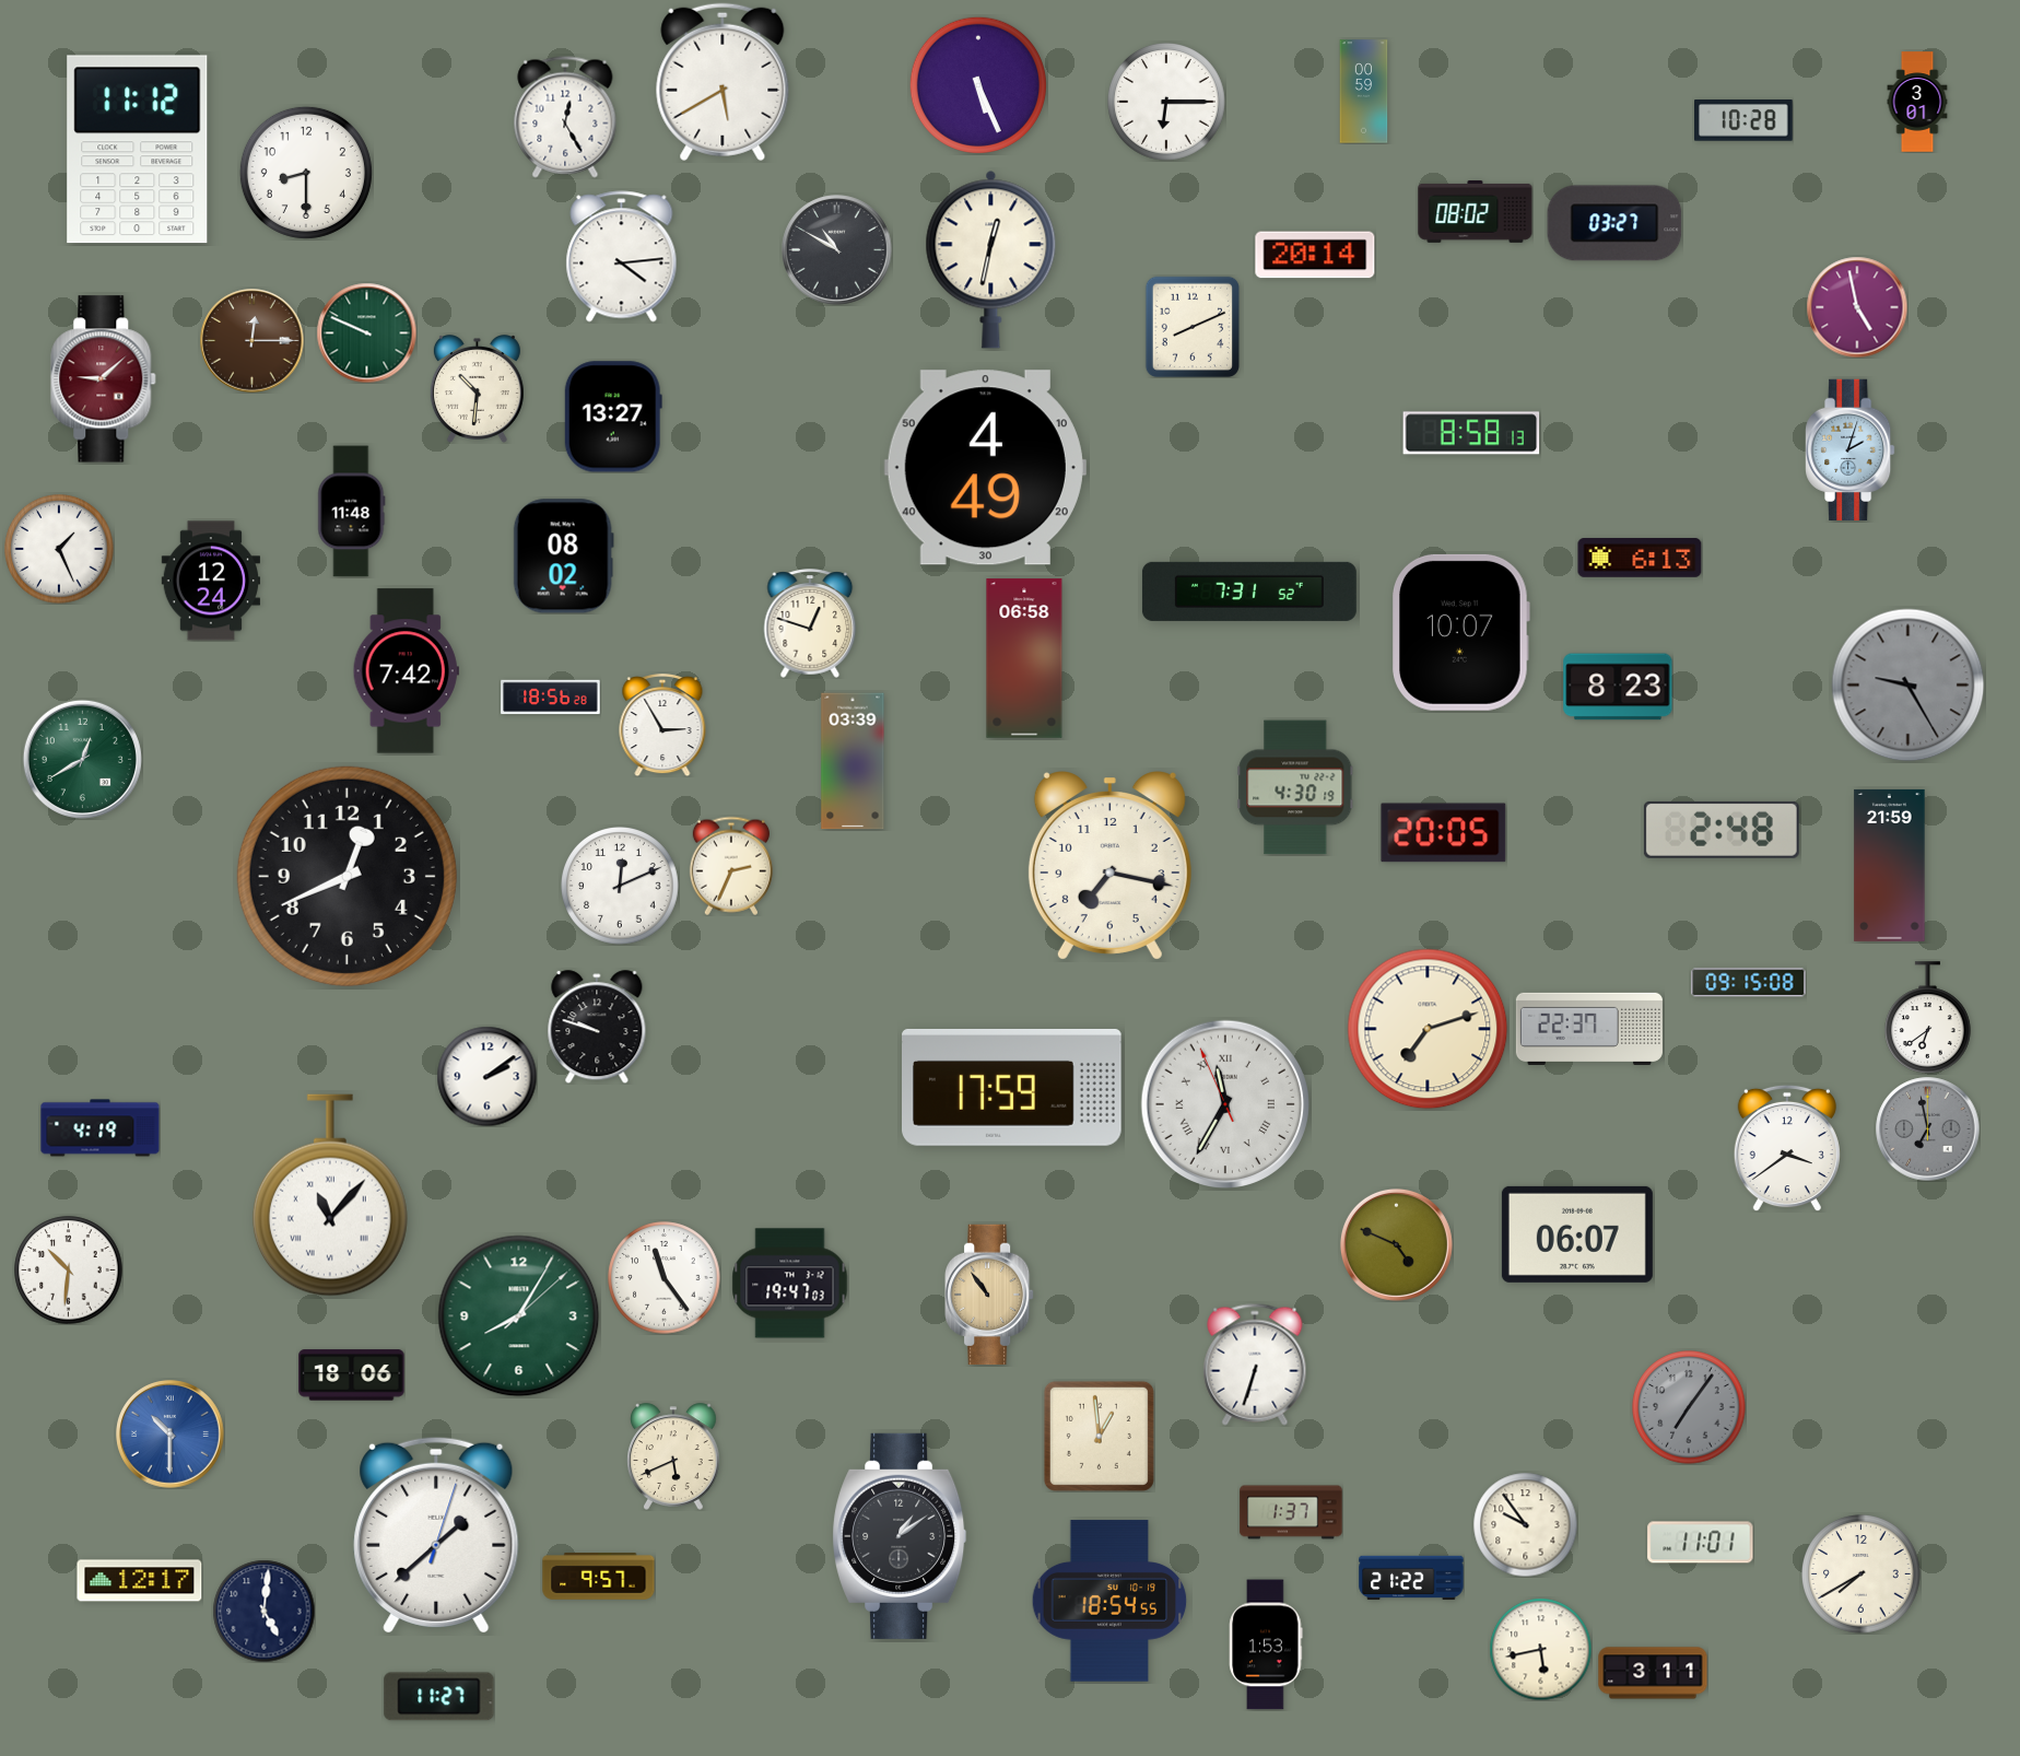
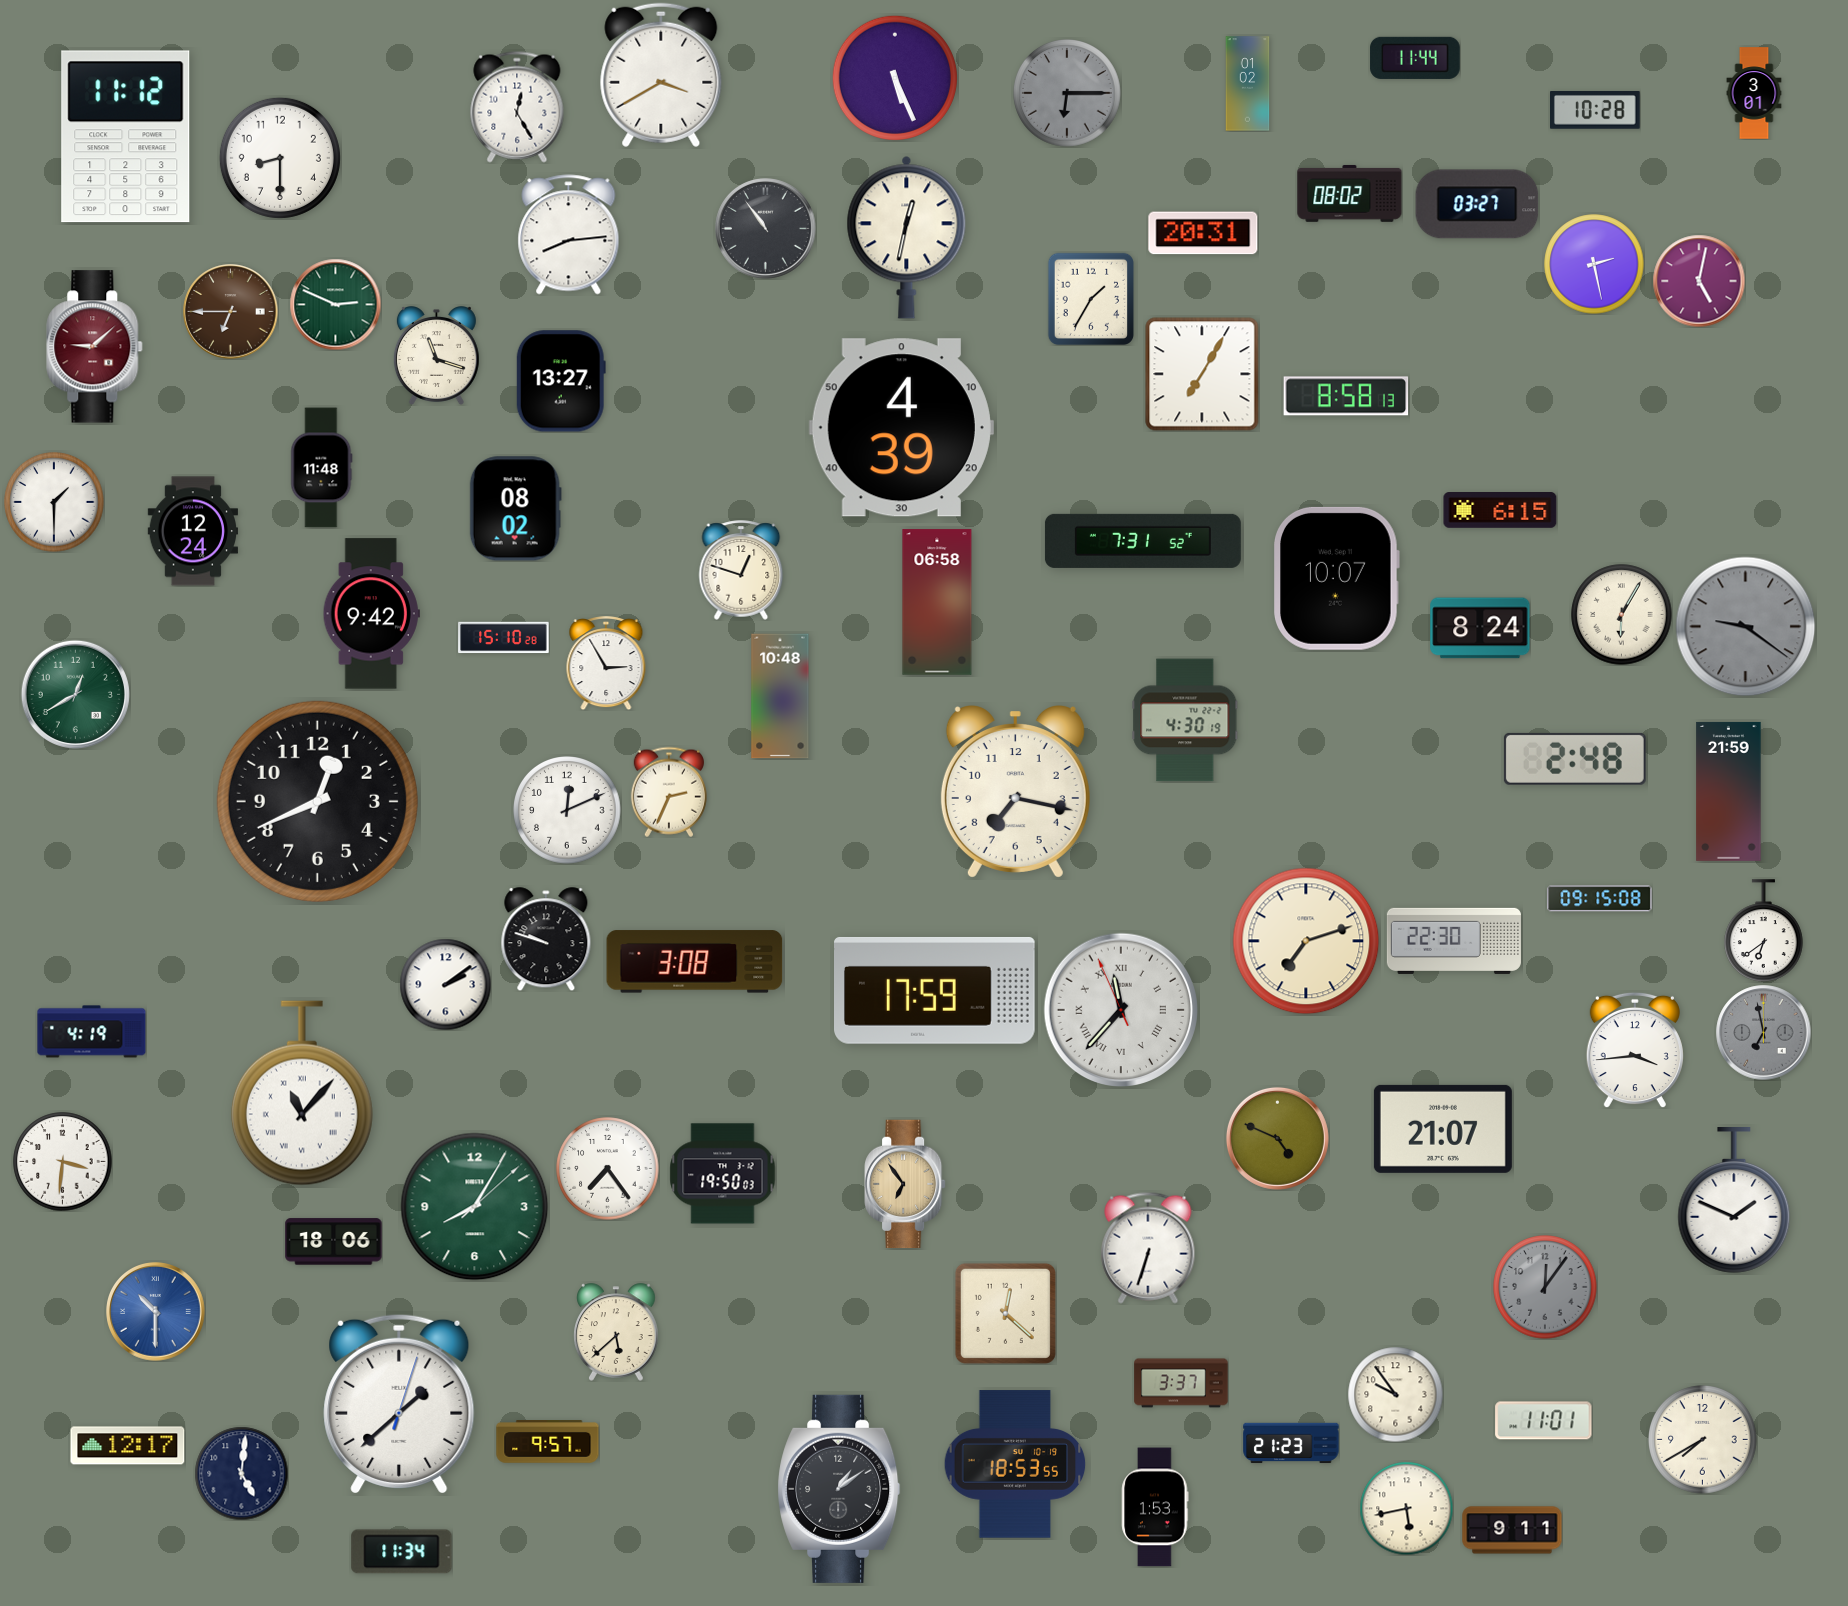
clock at (1415, 58): none -> 11:44
clock at (723, 82): 5:40 -> 3:40
clock at (1364, 92): 00:59 -> 01:02
clock at (1167, 103) dial: white -> grey
clock at (836, 249): 10:50 -> 10:54
clock at (1315, 255): 20:14 -> 20:31
clock at (622, 257): 4:14 -> 8:14
clock at (1594, 264): none -> 2:28
clock at (1857, 307): 4:58 -> 5:02
clock at (1191, 326): 8:11 -> 1:35
clock at (366, 332): 9:49 -> 2:49
clock at (252, 341): 12:15 -> 6:45
clock at (477, 389): 10:31 -> 11:18
clock at (1202, 374): none -> 7:05
clock at (1851, 449): 2:03 -> none
clock at (985, 468): 4:49 -> 4:39
clock at (59, 549): 1:26 -> 1:30
clock at (1640, 559): 6:13 -> 6:15
clock at (406, 671): 7:42 -> 9:42
clock at (1622, 615): none -> 6:05
clock at (1909, 686): 9:25 -> 9:21
clock at (1618, 687): 8:23 -> 8:24
clock at (551, 698): 18:56 -> 15:10
clock at (853, 761): 03:39 -> 10:48
clock at (1444, 833): 20:05 -> none
clock at (1589, 1029): 22:37 -> 22:30
clock at (695, 962): none -> 3:08
clock at (1012, 1087) position: (1012, 1087) -> (935, 990)
clock at (1225, 1104): 11:34 -> 11:36
clock at (1787, 1148): 3:39 -> 3:44
clock at (1577, 1234): 06:07 -> 21:07
clock at (69, 1271): 10:31 -> 3:31
clock at (665, 1278): 11:24 -> 7:24
clock at (790, 1284): 19:47 -> 19:50
clock at (989, 1295): 10:54 -> 6:54
clock at (1734, 1200): none -> 1:49
clock at (519, 1316) position: (519, 1316) -> (475, 1207)
clock at (352, 1375) position: (352, 1375) -> (334, 1242)
clock at (1689, 1407): 7:06 -> 12:06
clock at (1099, 1436): 12:59 -> 12:22
clock at (673, 1456): 5:41 -> 5:38
clock at (1291, 1512): 1:37 -> 3:37
clock at (900, 1536) position: (900, 1536) -> (839, 1489)
clock at (1701, 1543) position: (1701, 1543) -> (1544, 1421)
clock at (1411, 1578): 21:22 -> 21:23
clock at (1109, 1601): 18:54 -> 18:53
clock at (1266, 1644) position: (1266, 1644) -> (1155, 1507)
clock at (1540, 1649) position: (1540, 1649) -> (1406, 1508)
clock at (1653, 1673): 3:11 -> 9:11
clock at (439, 1697): 11:27 -> 11:34
